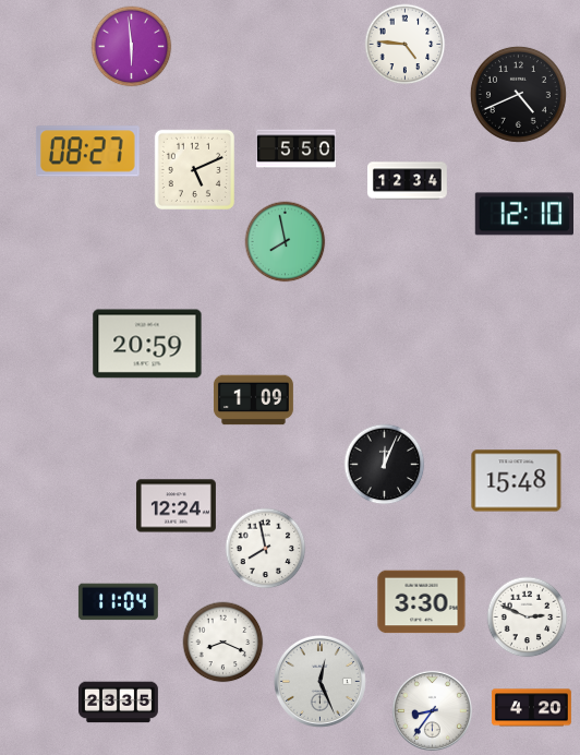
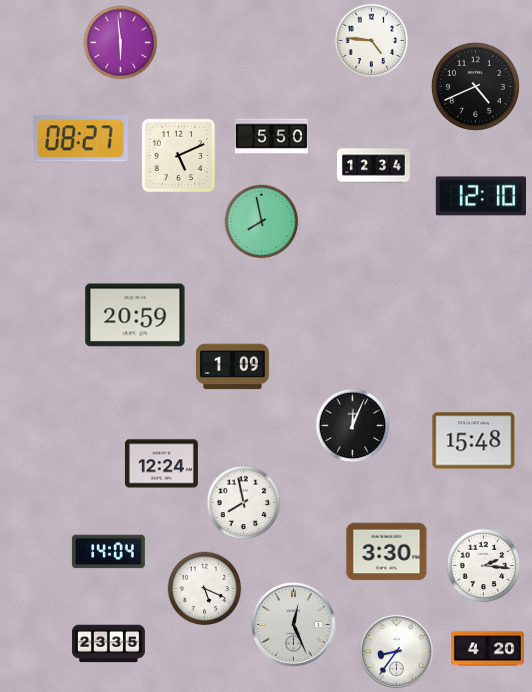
clock at (118, 602): 11:04 -> 14:04
clock at (528, 618): 2:49 -> 2:16
clock at (223, 643): 8:19 -> 5:19
